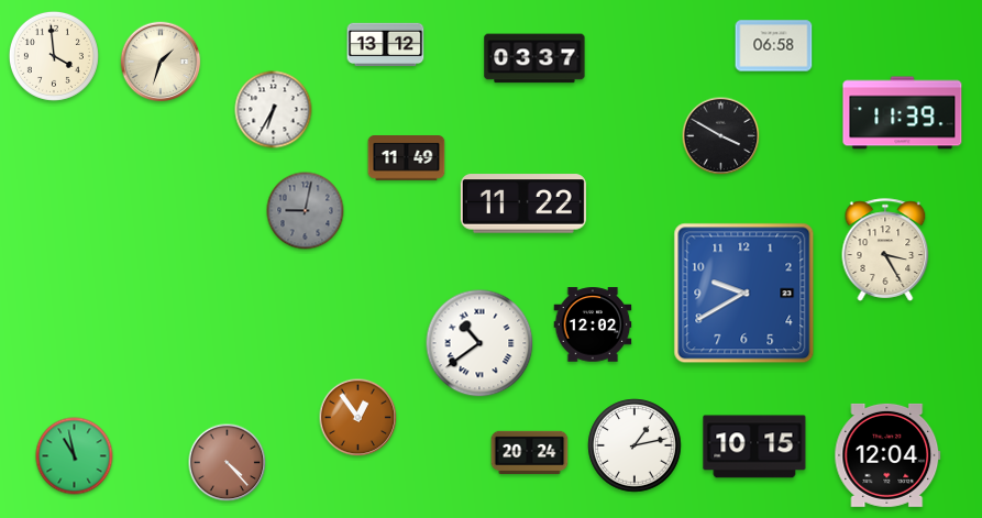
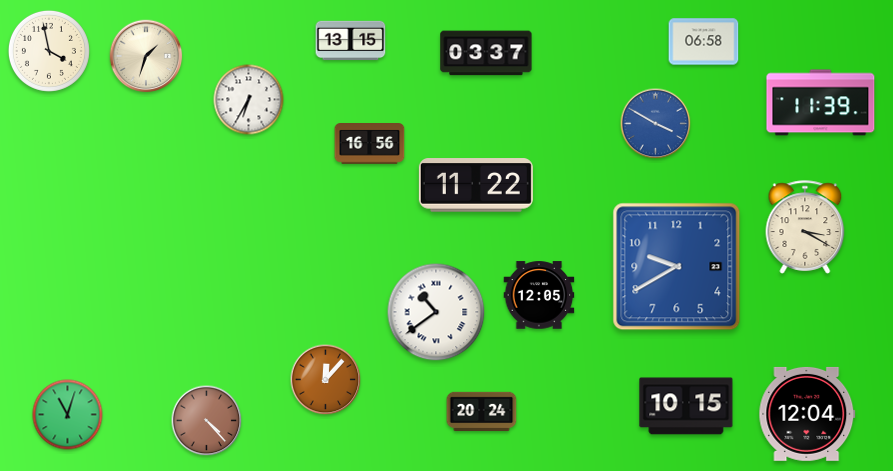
clock at (386, 45): 13:12 -> 13:15
clock at (54, 56): 3:59 -> 3:58
clock at (721, 136) dial: black -> blue
clock at (407, 158): 11:49 -> 16:56
clock at (306, 211): 9:02 -> none
clock at (885, 250): 3:25 -> 3:20
clock at (593, 324): 12:02 -> 12:05
clock at (358, 418): 12:54 -> 12:07
clock at (635, 445): 1:13 -> none
clock at (75, 456): 10:58 -> 11:03
